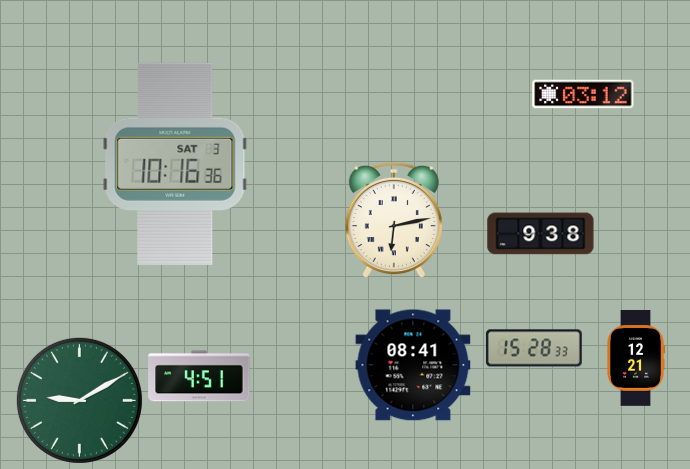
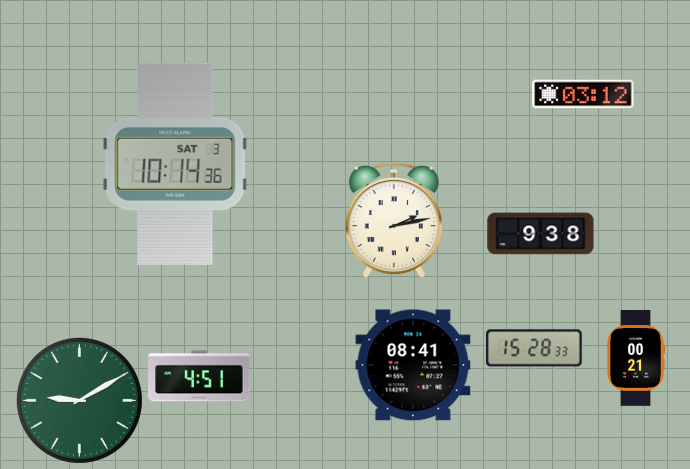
clock at (175, 164): 10:16 -> 10:14
clock at (394, 220): 6:13 -> 2:13
clock at (635, 358): 12:21 -> 00:21
